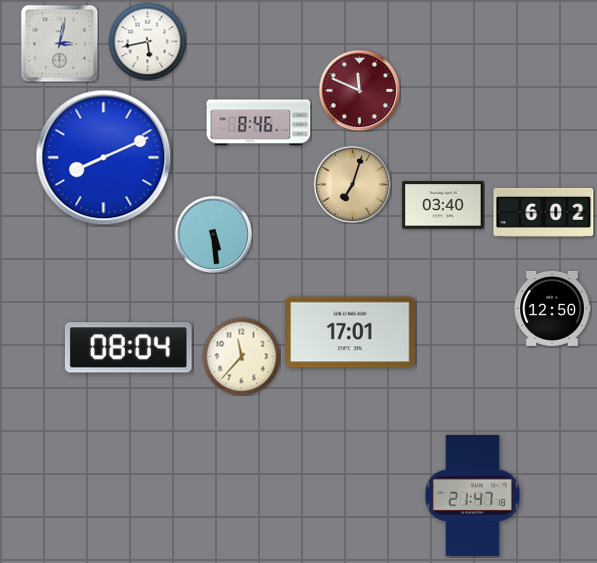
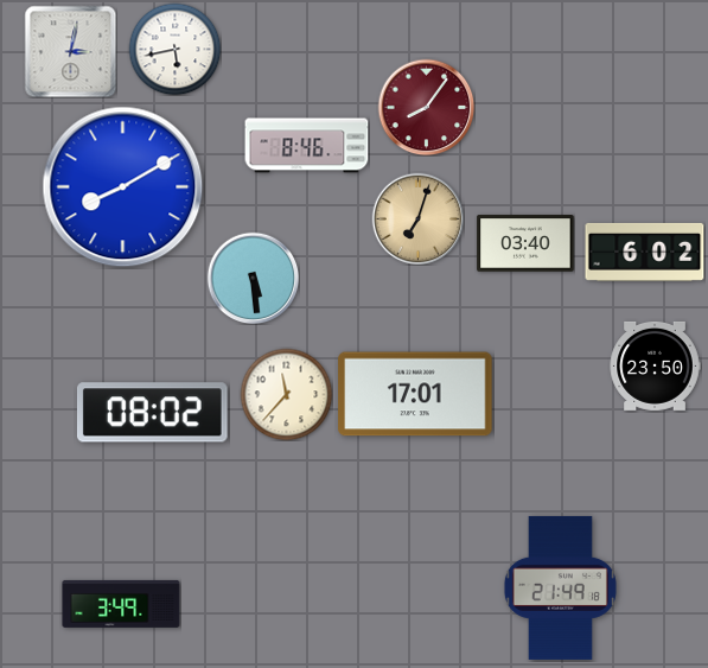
clock at (359, 90): 11:49 -> 8:06
clock at (104, 158): 8:11 -> 8:10
clock at (552, 308): 12:50 -> 23:50
clock at (128, 348): 08:04 -> 08:02
clock at (241, 356) position: (241, 356) -> (286, 394)
clock at (472, 495): 21:47 -> 21:49
clock at (121, 604): none -> 3:49
